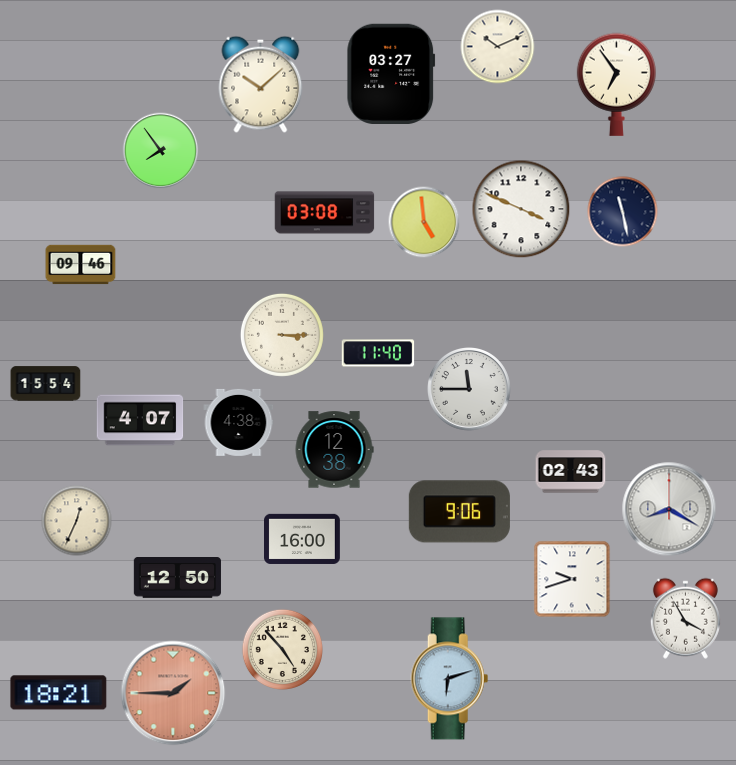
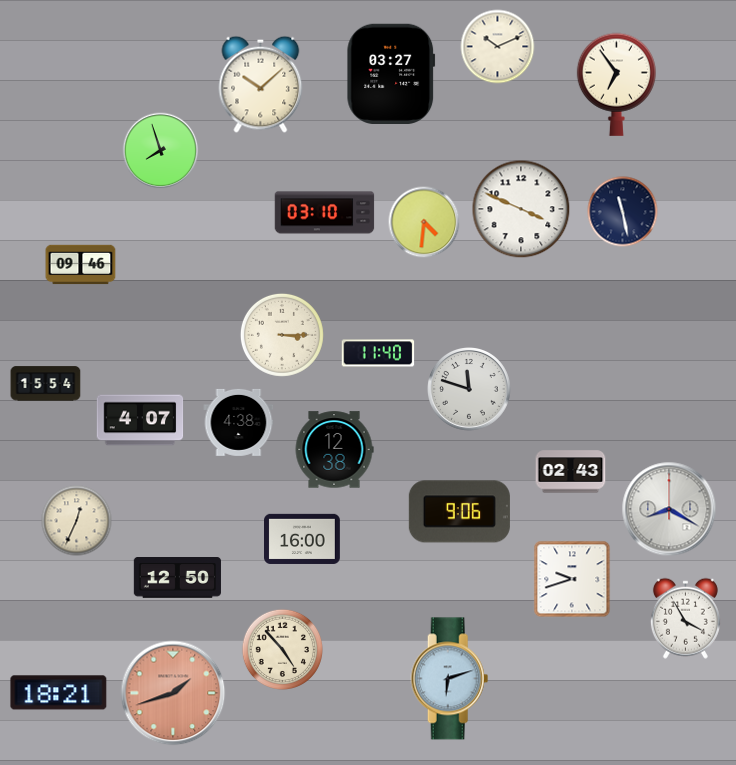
clock at (161, 151): 7:54 -> 7:57
clock at (325, 213): 03:08 -> 03:10
clock at (424, 222): 4:59 -> 4:31
clock at (470, 390): 11:45 -> 11:48
clock at (173, 693): 1:45 -> 1:42
